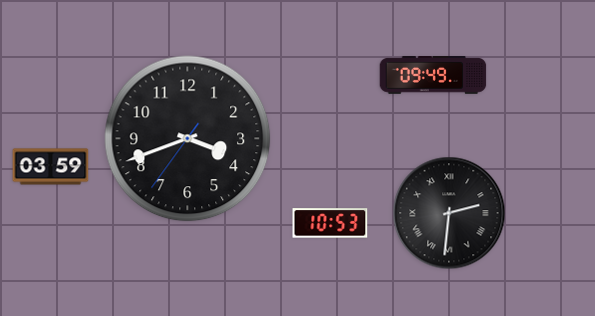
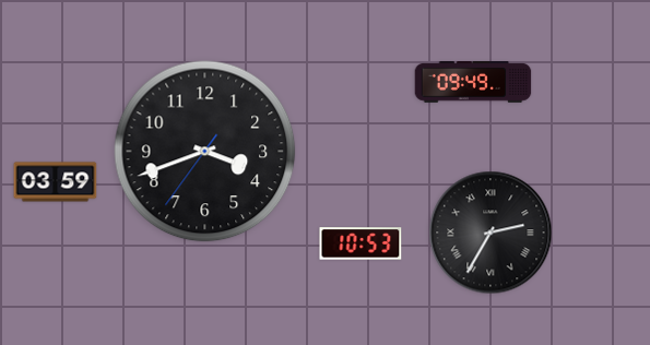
clock at (449, 213): 2:31 -> 2:35
